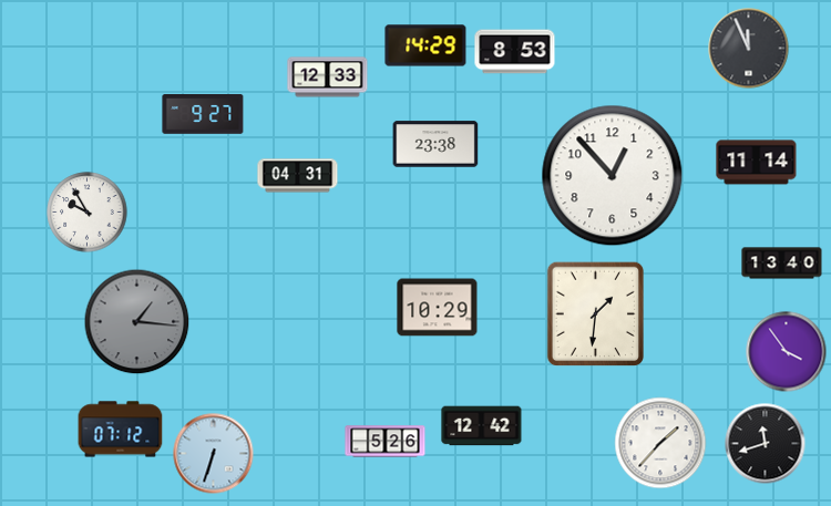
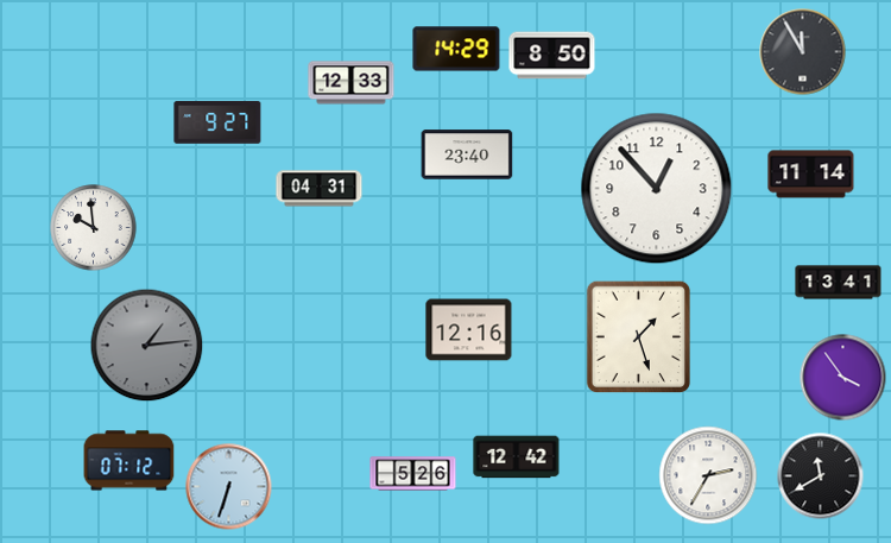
clock at (749, 49): 11:56 -> 11:55
clock at (515, 52): 8:53 -> 8:50
clock at (435, 144): 23:38 -> 23:40
clock at (88, 213): 9:55 -> 9:59
clock at (782, 264): 13:40 -> 13:41
clock at (438, 308): 10:29 -> 12:16
clock at (595, 313): 1:31 -> 1:27
clock at (137, 322): 1:16 -> 1:14
clock at (660, 443): 1:37 -> 2:35
clock at (766, 444): 11:42 -> 11:40
